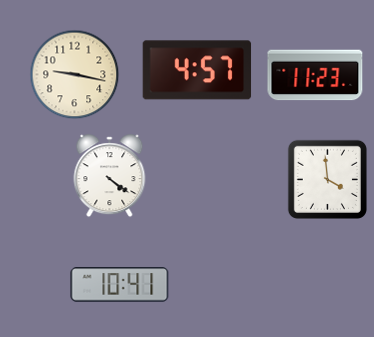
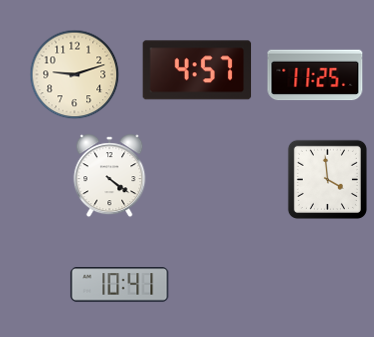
clock at (74, 74): 9:17 -> 9:12
clock at (315, 75): 11:23 -> 11:25
